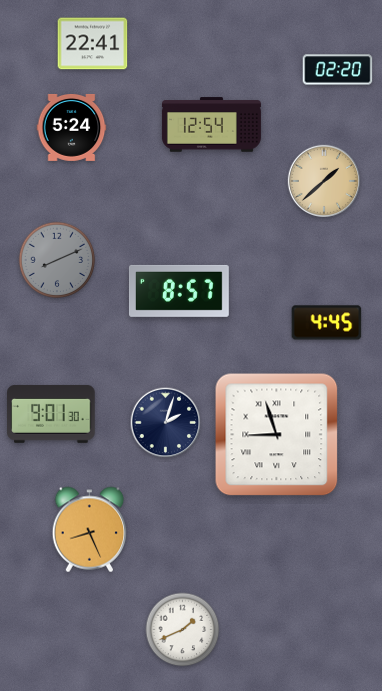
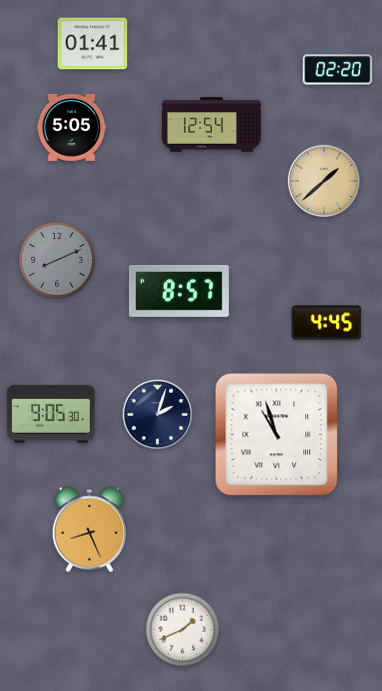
clock at (93, 44): 22:41 -> 01:41
clock at (72, 127): 5:24 -> 5:05
clock at (51, 414): 9:01 -> 9:05
clock at (166, 423) position: (166, 423) -> (158, 415)
clock at (277, 435): 8:57 -> 10:57
